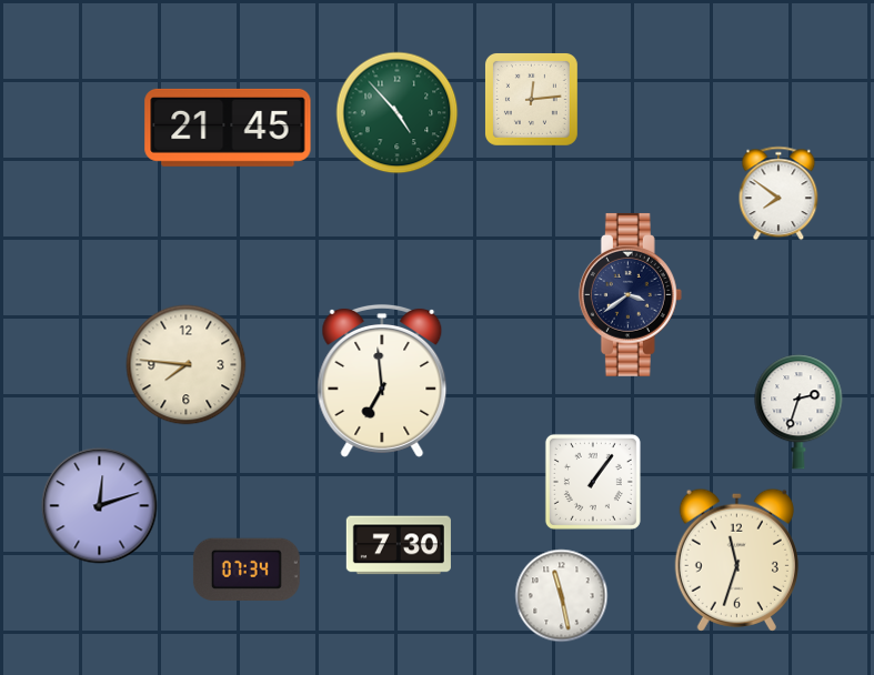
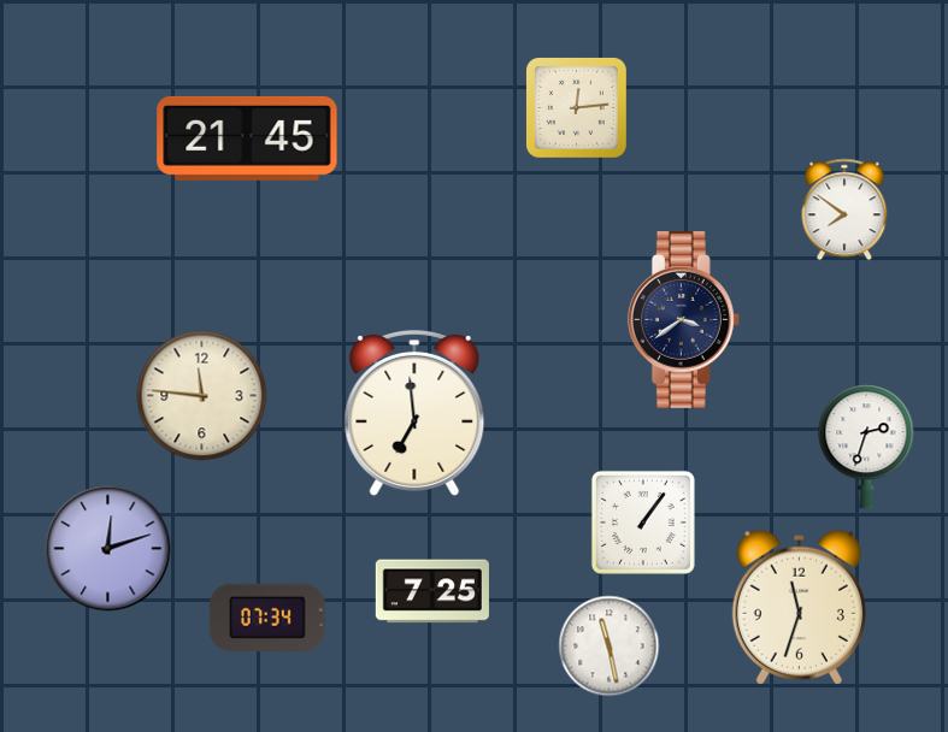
clock at (398, 113): 4:53 -> none
clock at (187, 365): 7:46 -> 11:46
clock at (399, 545): 7:30 -> 7:25
